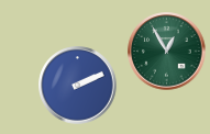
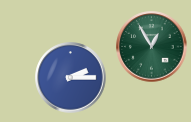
clock at (78, 86): 2:11 -> 2:15
